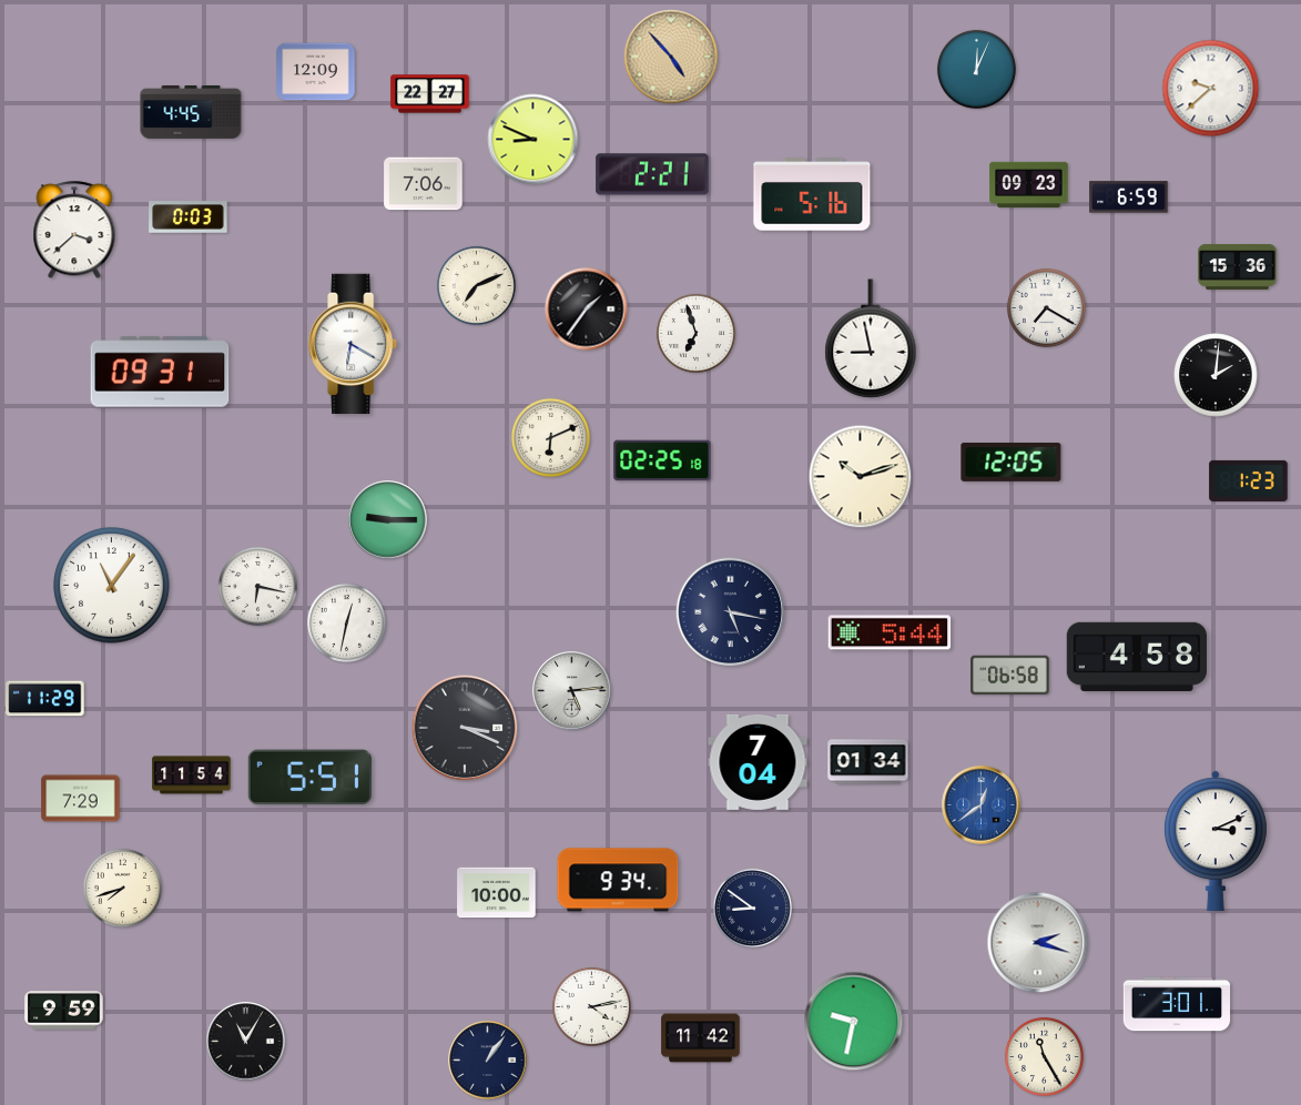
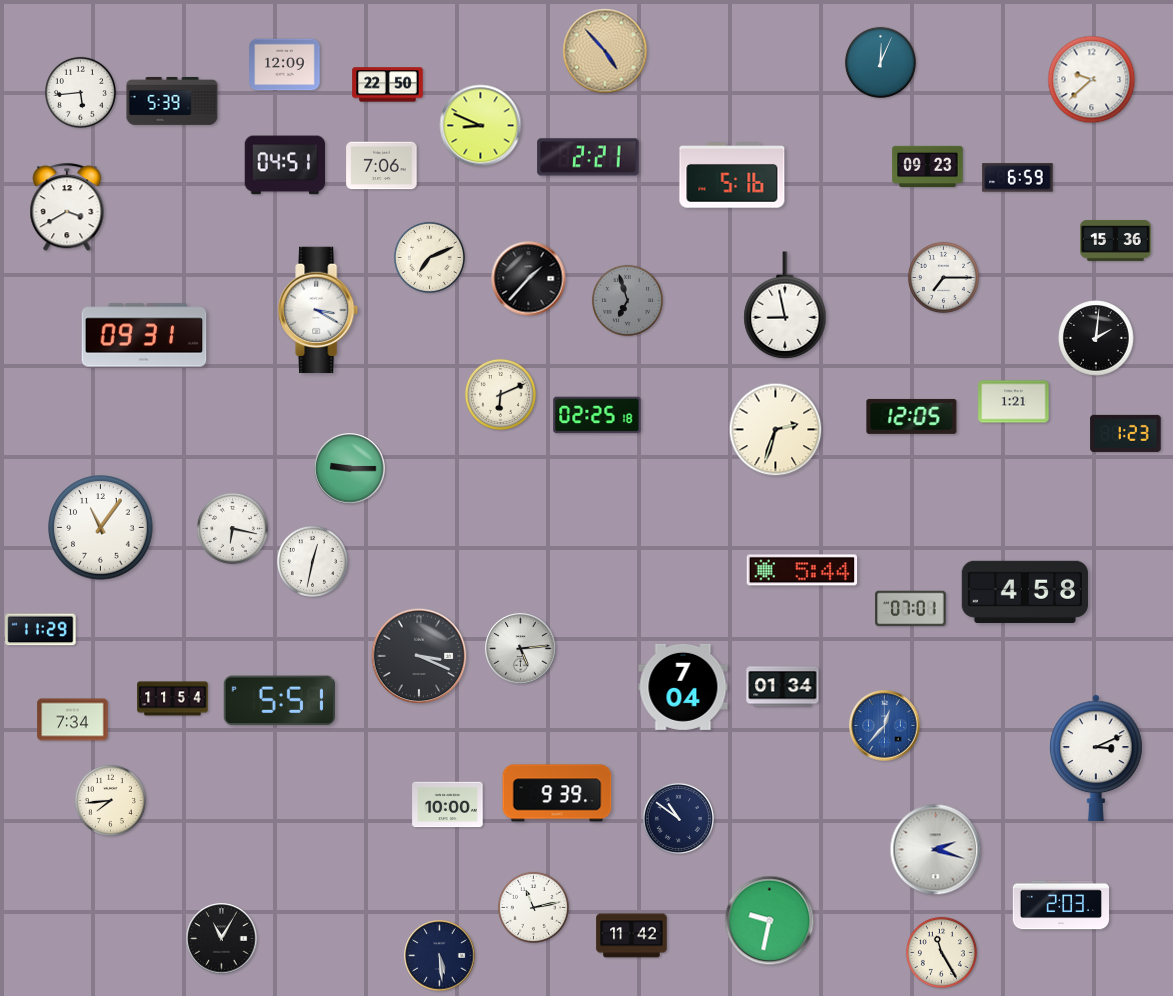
clock at (430, 94): 22:27 -> 22:50
clock at (80, 92): none -> 5:44
clock at (191, 112): 4:45 -> 5:39
clock at (285, 165): none -> 04:51
clock at (189, 217): 0:03 -> none
clock at (74, 231): 3:38 -> 3:40
clock at (1046, 307): 7:20 -> 7:15
clock at (587, 310): 1:36 -> 1:37
clock at (695, 333) dial: white -> grey
clock at (354, 343): 6:20 -> 3:20
clock at (550, 437) position: (550, 437) -> (500, 394)
clock at (1014, 402): none -> 1:21
clock at (861, 477): 10:12 -> 2:33
clock at (731, 612): 5:17 -> none
clock at (1010, 676): 06:58 -> 07:01
clock at (572, 691) position: (572, 691) -> (521, 649)
clock at (81, 799): 7:29 -> 7:34
clock at (982, 805): 12:39 -> 12:37
clock at (618, 880): 9:34 -> 9:39
clock at (122, 888): 7:42 -> 7:44
clock at (752, 908): 8:51 -> 10:51
clock at (1177, 1004): 3:01 -> 2:03
clock at (591, 1006): 4:13 -> 11:13
clock at (64, 1011): 9:59 -> none
clock at (488, 1061): 1:06 -> 5:29
